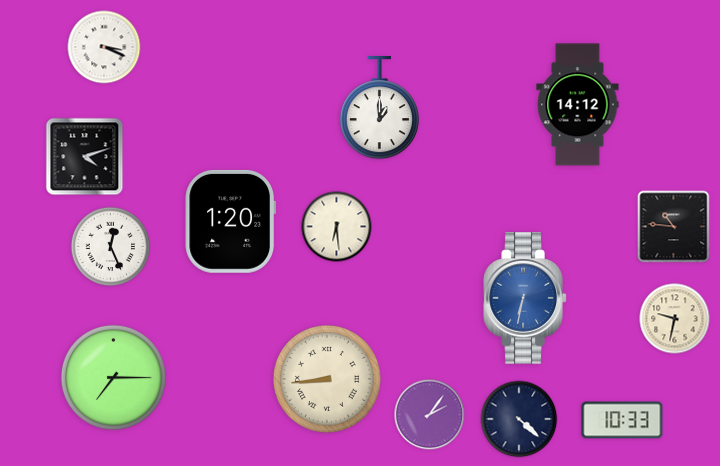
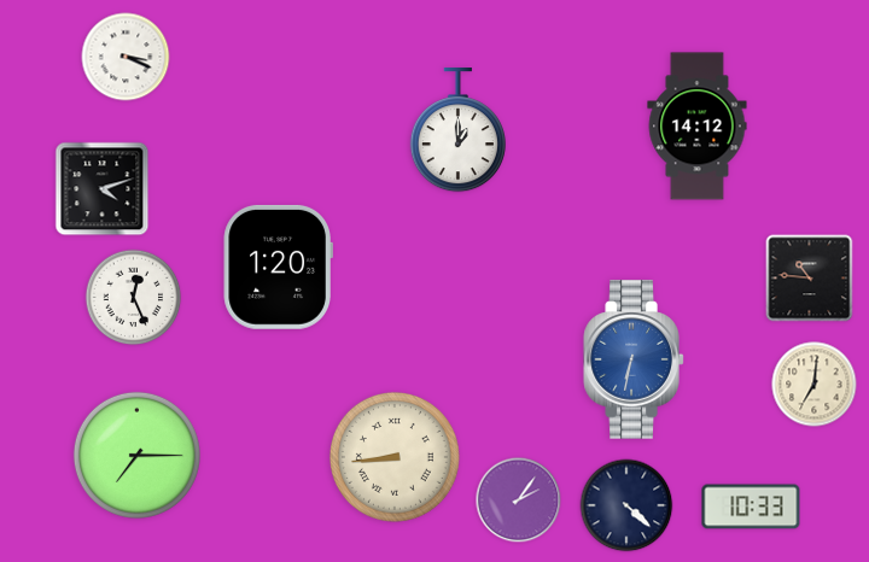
clock at (337, 227): 6:29 -> none
clock at (674, 227) position: (674, 227) -> (810, 279)
clock at (675, 319): 9:32 -> 7:01
